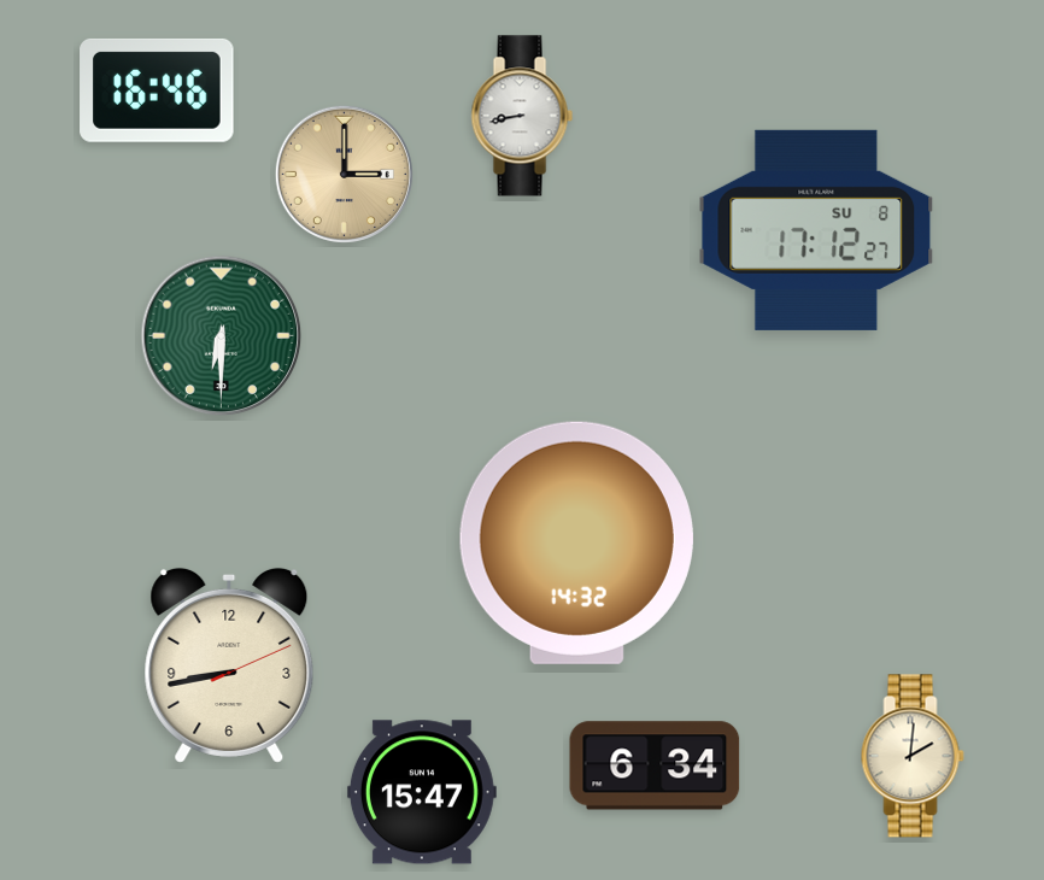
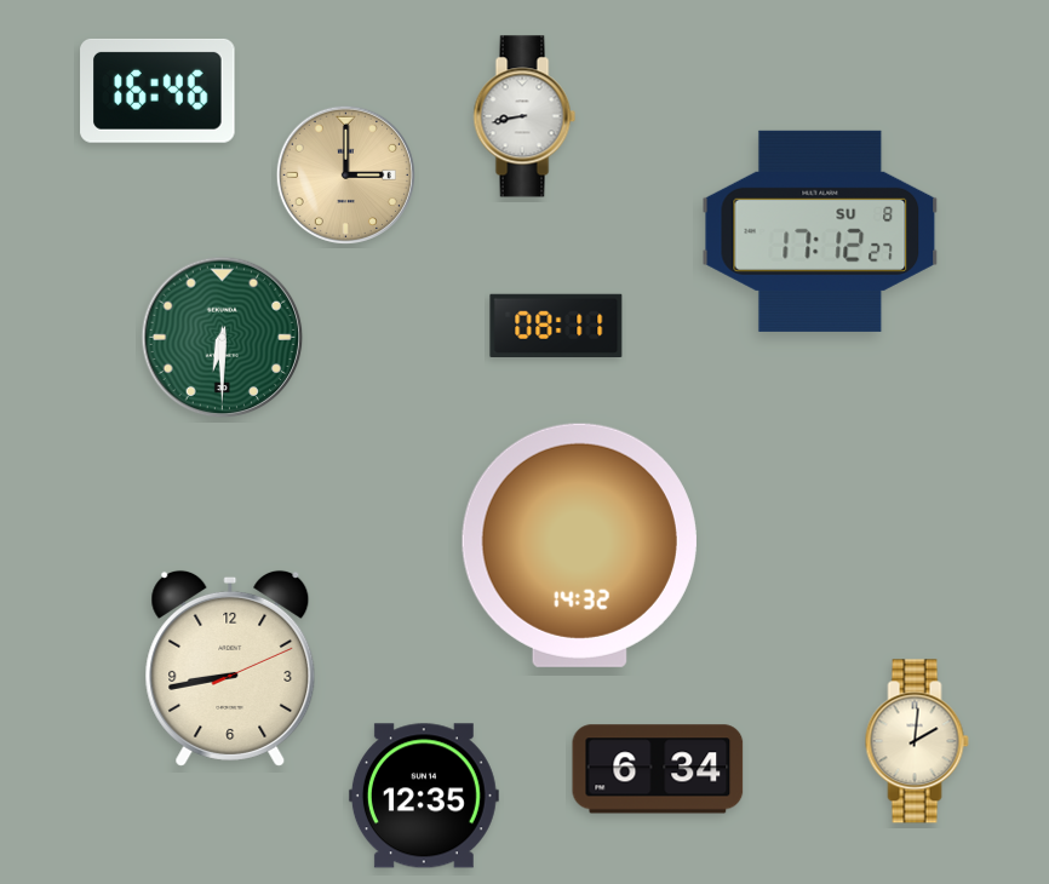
clock at (556, 325): none -> 08:11
clock at (913, 756) position: (913, 756) -> (917, 741)
clock at (422, 792): 15:47 -> 12:35
